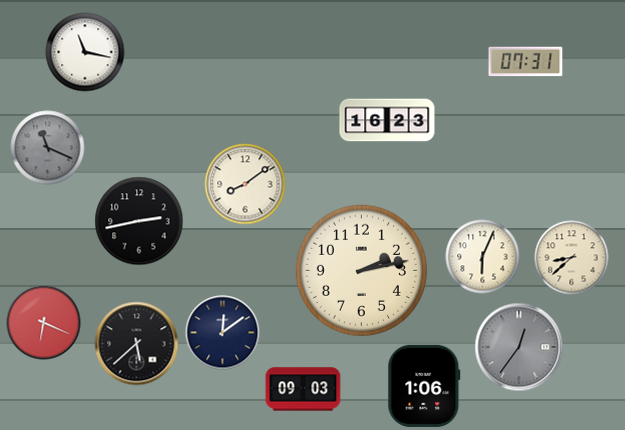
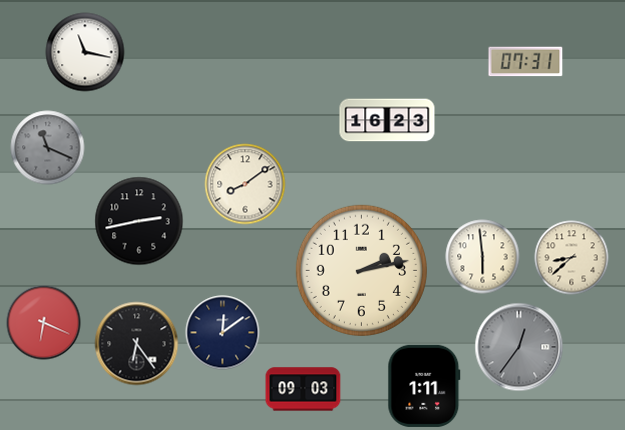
clock at (483, 257): 6:04 -> 5:59
clock at (137, 344): 5:38 -> 6:24
clock at (424, 386): 1:06 -> 1:11
